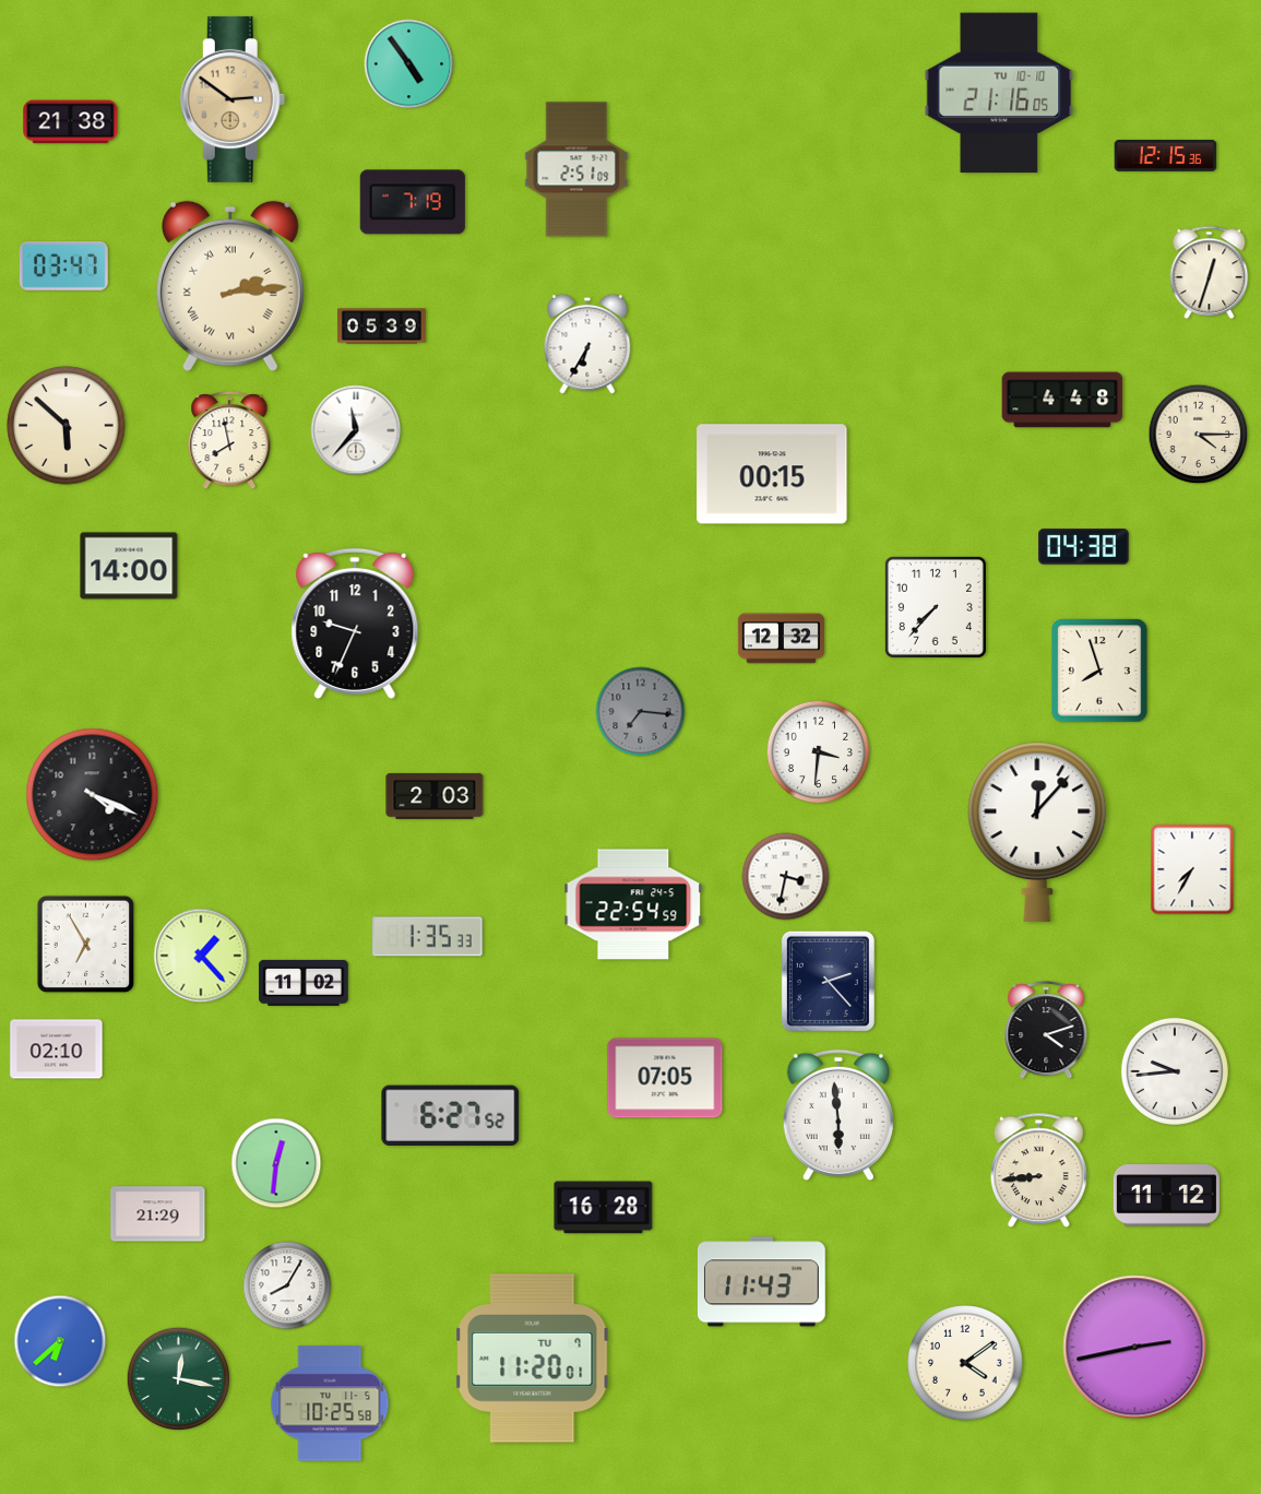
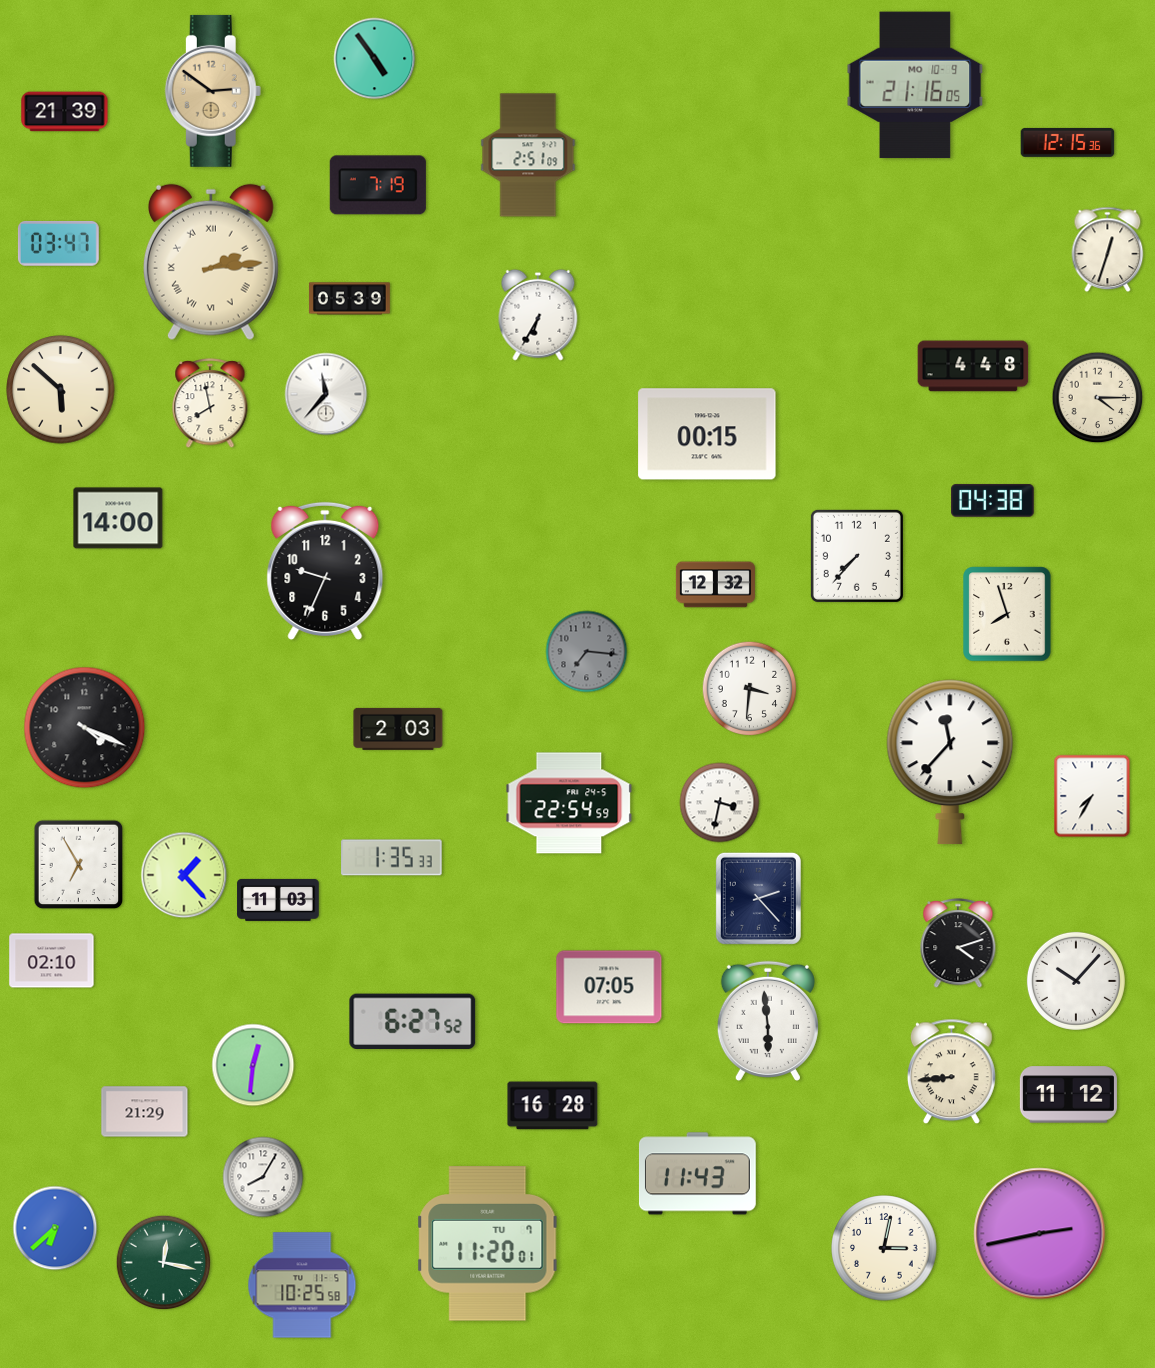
clock at (999, 93) date: TU 10-10 -> MO 10-9
clock at (71, 122): 21:38 -> 21:39
clock at (1037, 832): 12:07 -> 11:37
clock at (633, 904) position: (633, 904) -> (569, 803)
clock at (304, 983): 11:02 -> 11:03
clock at (1175, 1071): 9:44 -> 10:07
clock at (965, 1363): 4:09 -> 3:02
